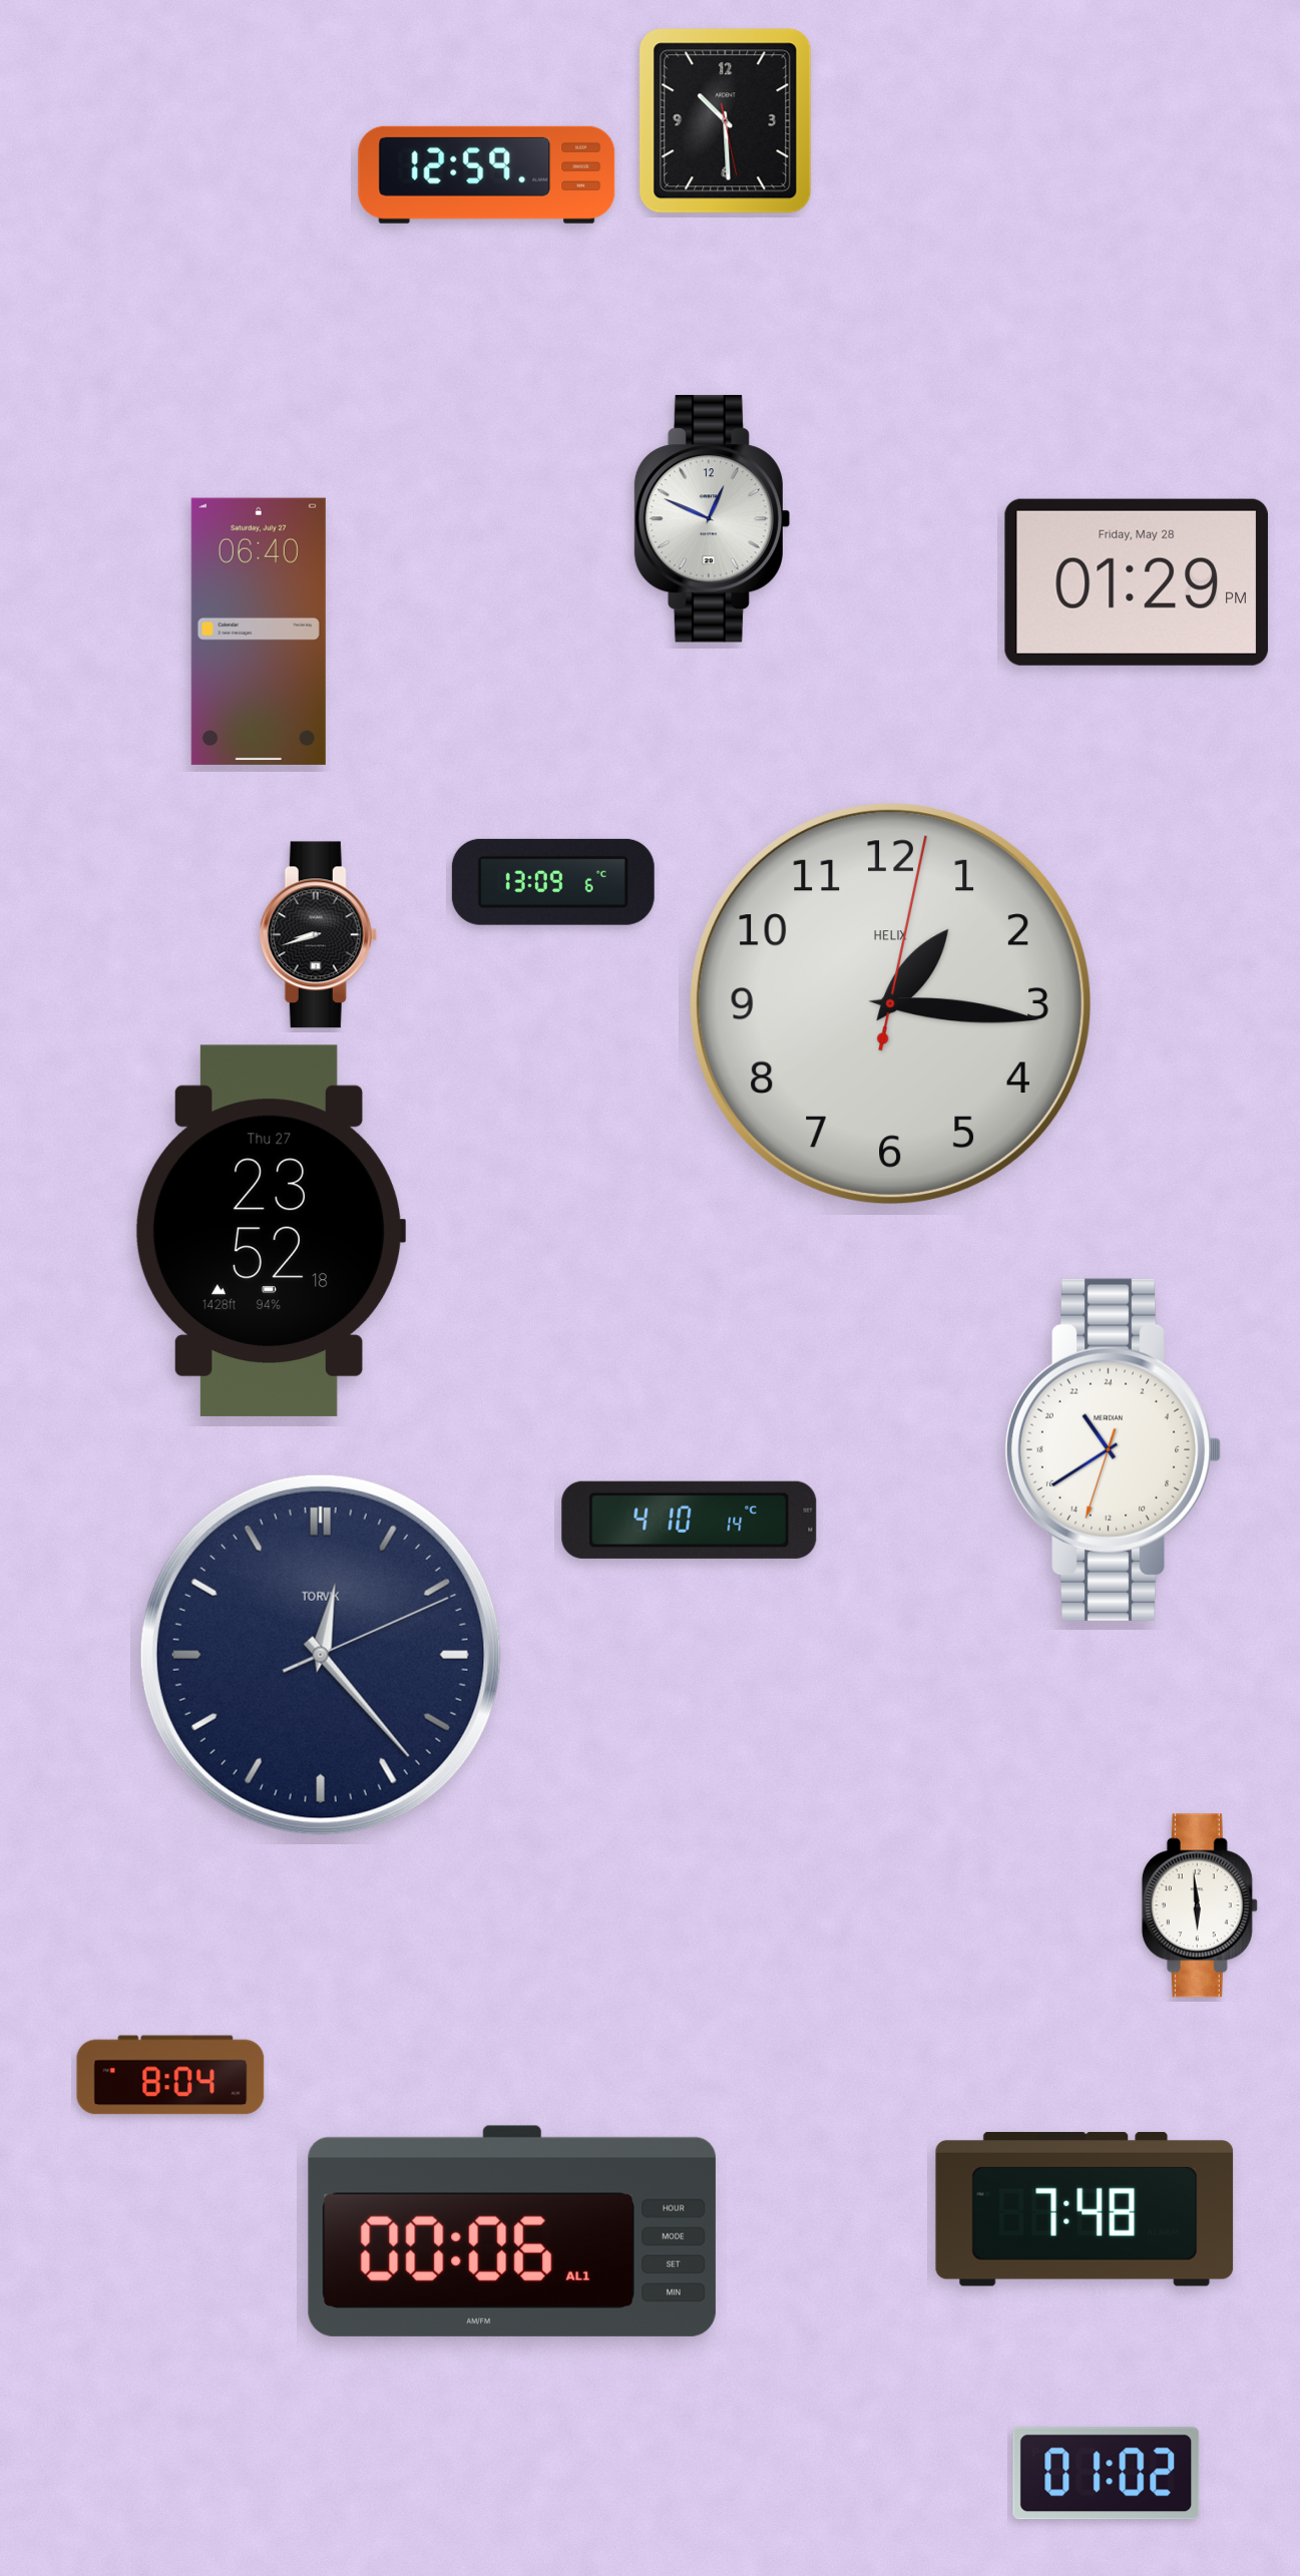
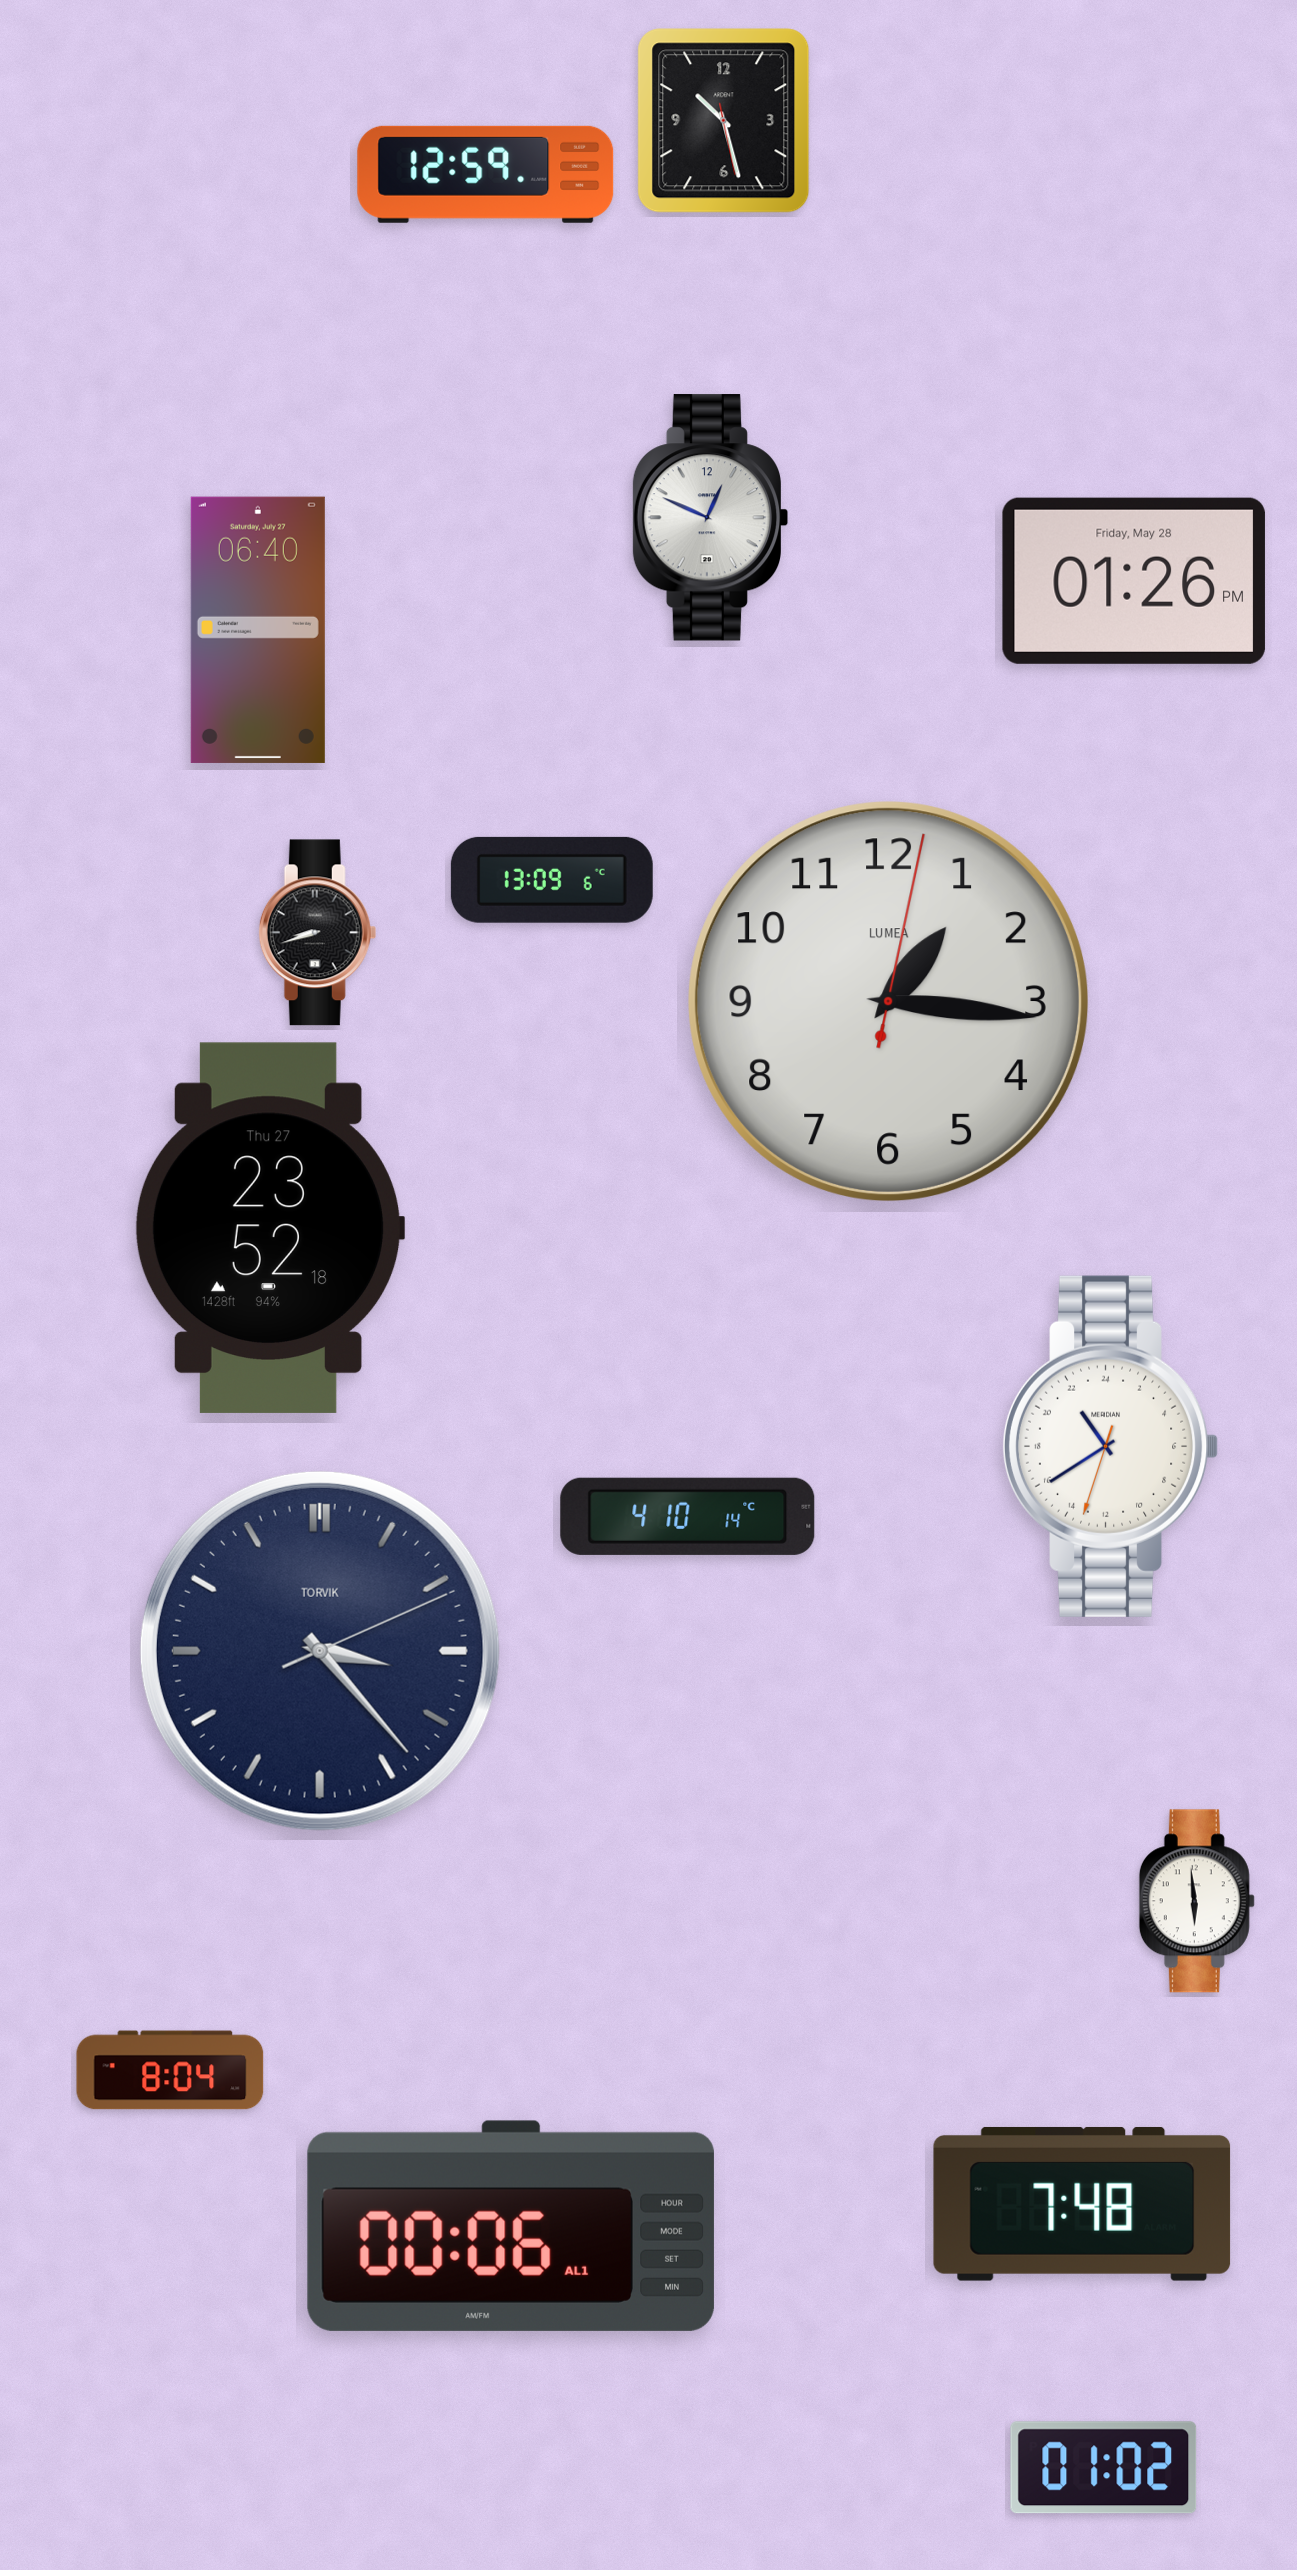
clock at (726, 121): 10:29 -> 10:27
clock at (1137, 582): 01:29 -> 01:26
clock at (890, 1003) brand: HELIX -> LUMEA
clock at (321, 1655): 12:23 -> 3:23
